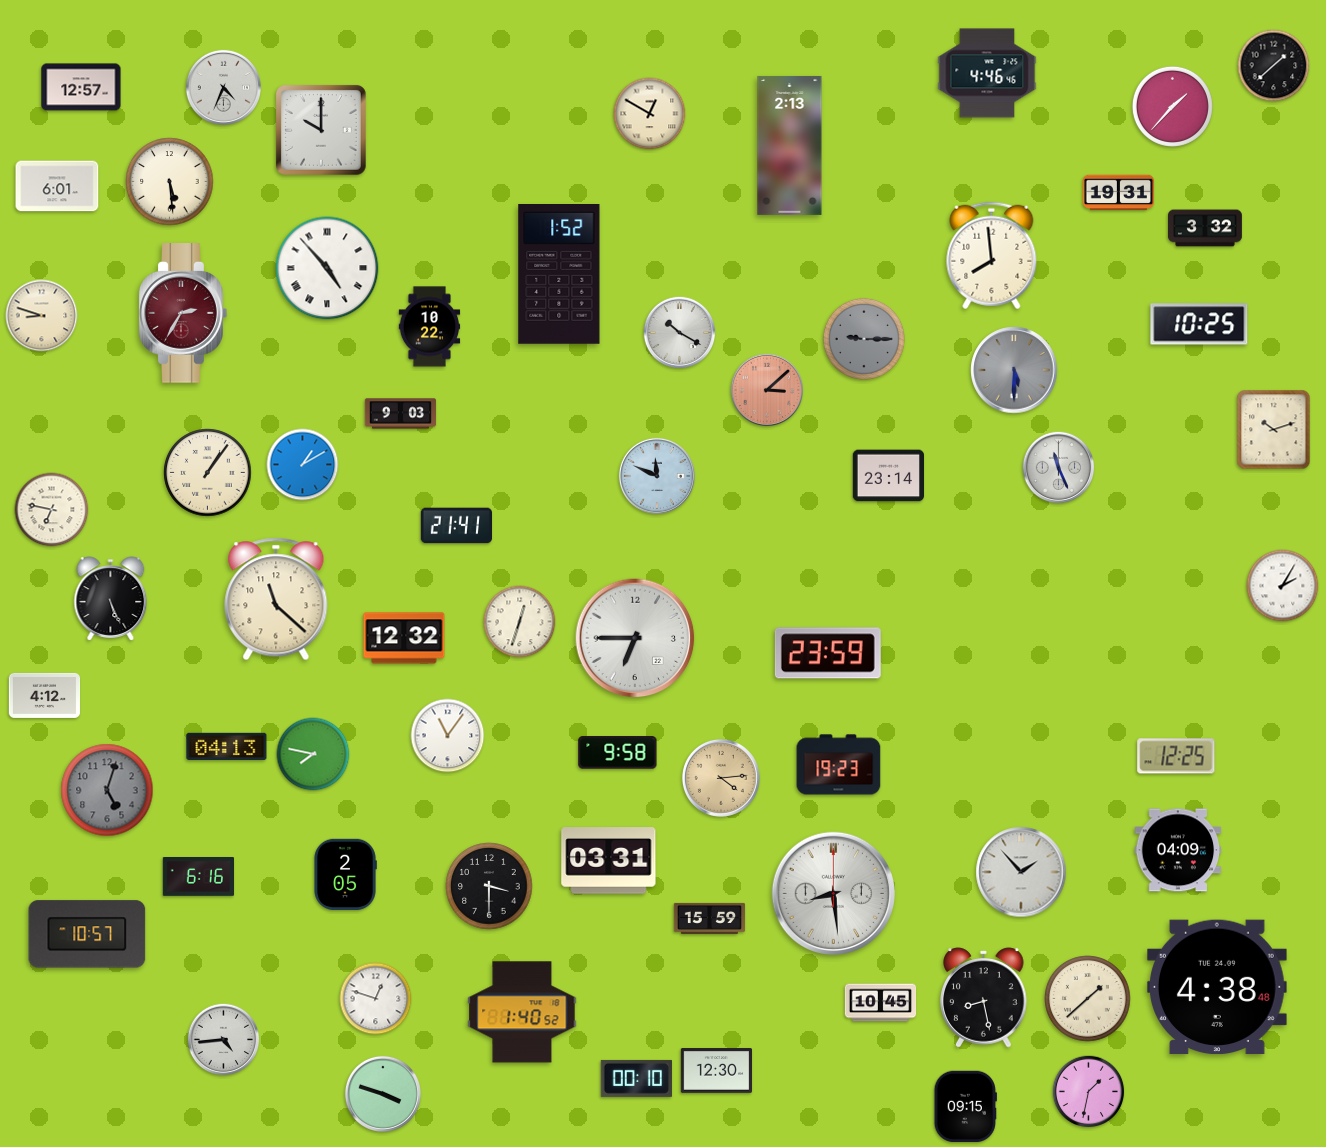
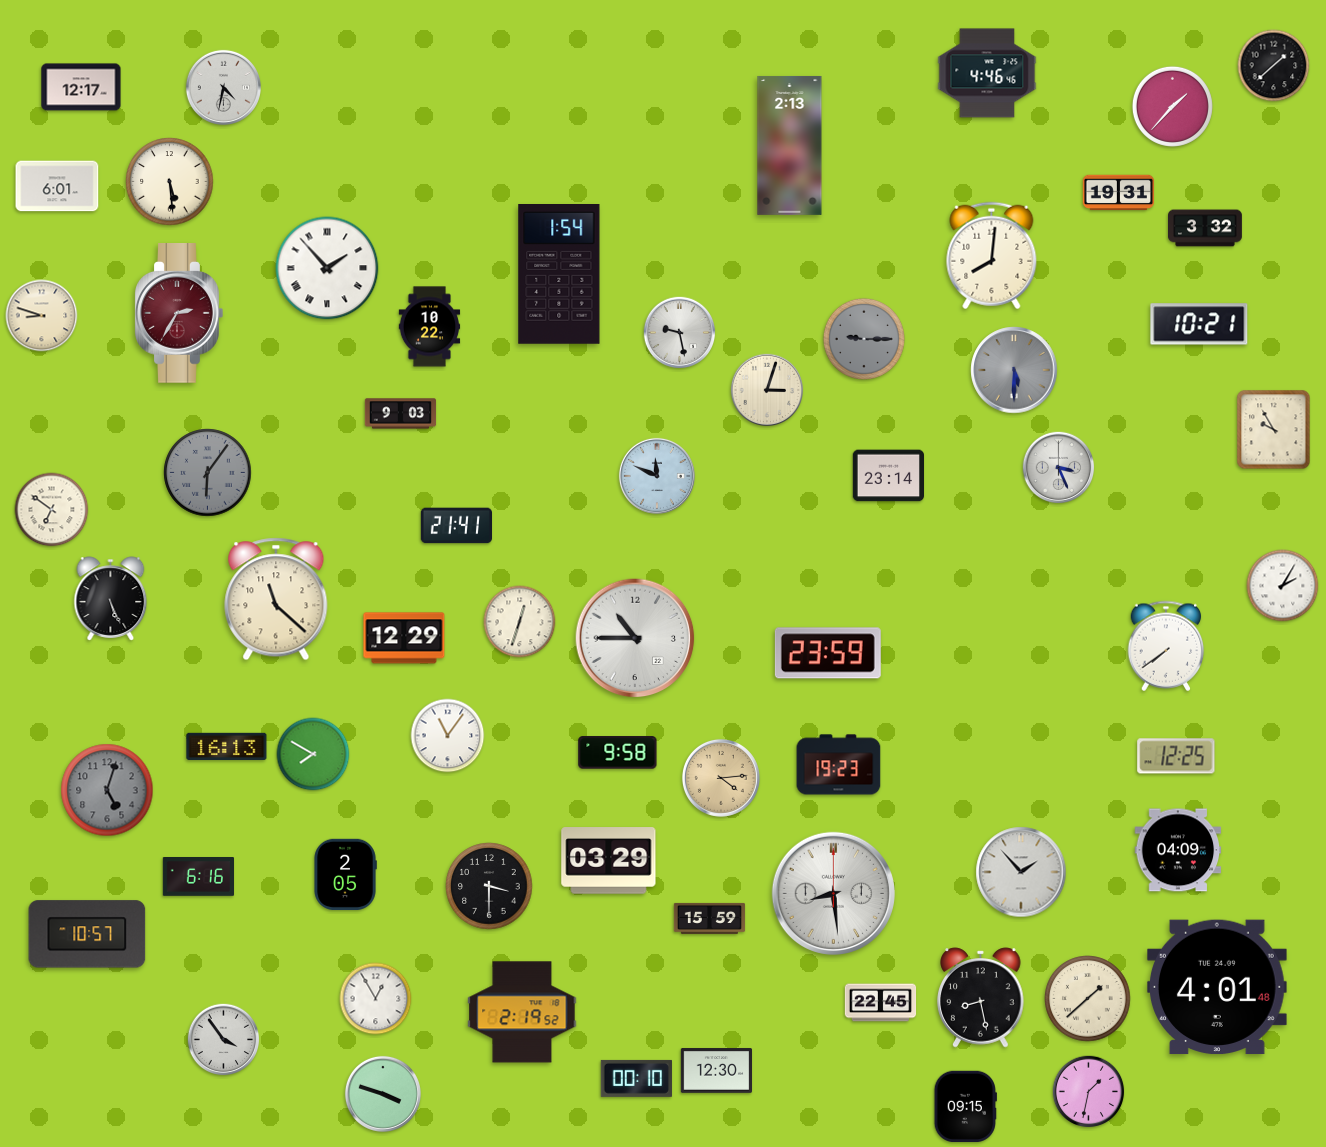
clock at (81, 87): 12:57 -> 12:17
clock at (223, 87): 4:34 -> 4:32
clock at (650, 114): 12:50 -> none
clock at (321, 130): 10:00 -> none
clock at (992, 256): 7:59 -> 8:01
clock at (327, 268): 4:53 -> 1:53
clock at (559, 275): 1:52 -> 1:54
clock at (183, 314) position: (183, 314) -> (179, 314)
clock at (1199, 324): 10:25 -> 10:21
clock at (680, 333): 10:20 -> 9:28
clock at (767, 390): 3:08 -> 3:03
clock at (767, 390) dial: salmon -> cream
clock at (1274, 430): 10:12 -> 9:55
clock at (303, 465): 1:10 -> none
clock at (1059, 468): 11:26 -> 3:26
clock at (208, 473): 1:06 -> 6:06
clock at (208, 473) dial: cream -> grey
clock at (52, 510): 6:47 -> 6:51
clock at (404, 638): 12:32 -> 12:29
clock at (635, 638): 6:45 -> 10:45
clock at (1166, 646): none -> 7:39
clock at (45, 695): 4:12 -> none
clock at (227, 747): 04:13 -> 16:13
clock at (313, 754): 7:47 -> 7:50
clock at (609, 861): 03:31 -> 03:29
clock at (1217, 987): 4:38 -> 4:01
clock at (984, 998) position: (984, 998) -> (981, 998)
clock at (376, 999): 12:48 -> 12:55
clock at (881, 1003): 10:45 -> 22:45
clock at (522, 1012): 1:40 -> 2:19
clock at (224, 1040): 4:44 -> 3:54
